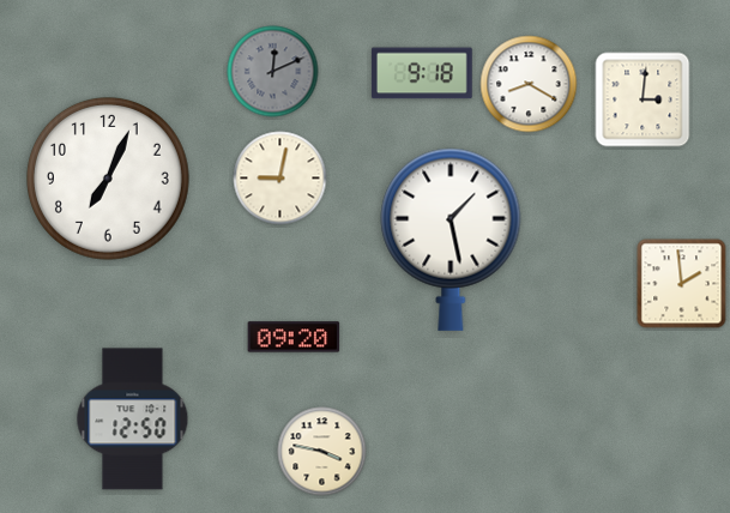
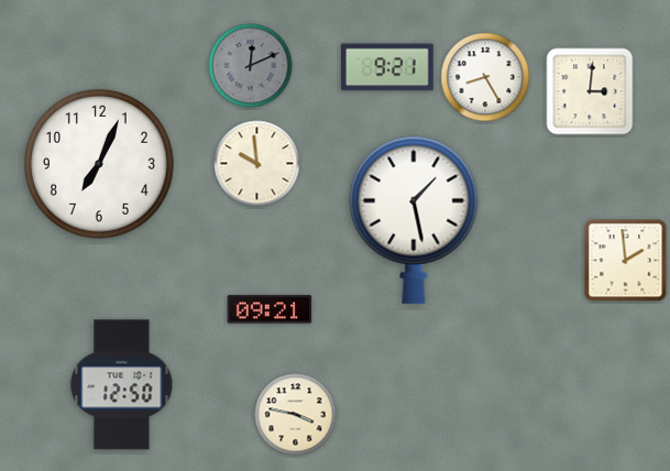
clock at (422, 73): 9:18 -> 9:21
clock at (529, 84): 8:20 -> 8:25
clock at (280, 179): 9:02 -> 9:59
clock at (294, 337): 09:20 -> 09:21
